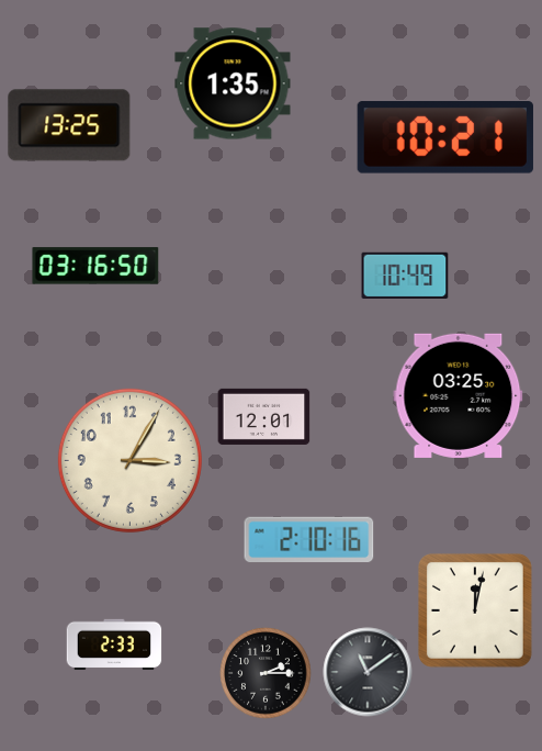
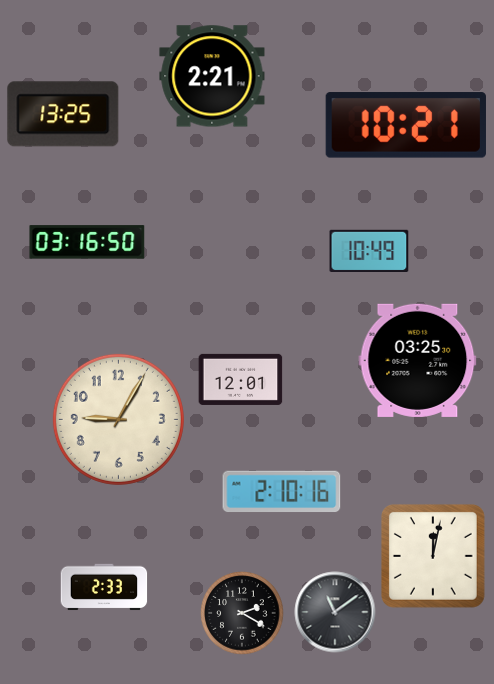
clock at (233, 83): 1:35 -> 2:21
clock at (129, 460): 3:05 -> 9:05
clock at (266, 673): 2:15 -> 2:20
